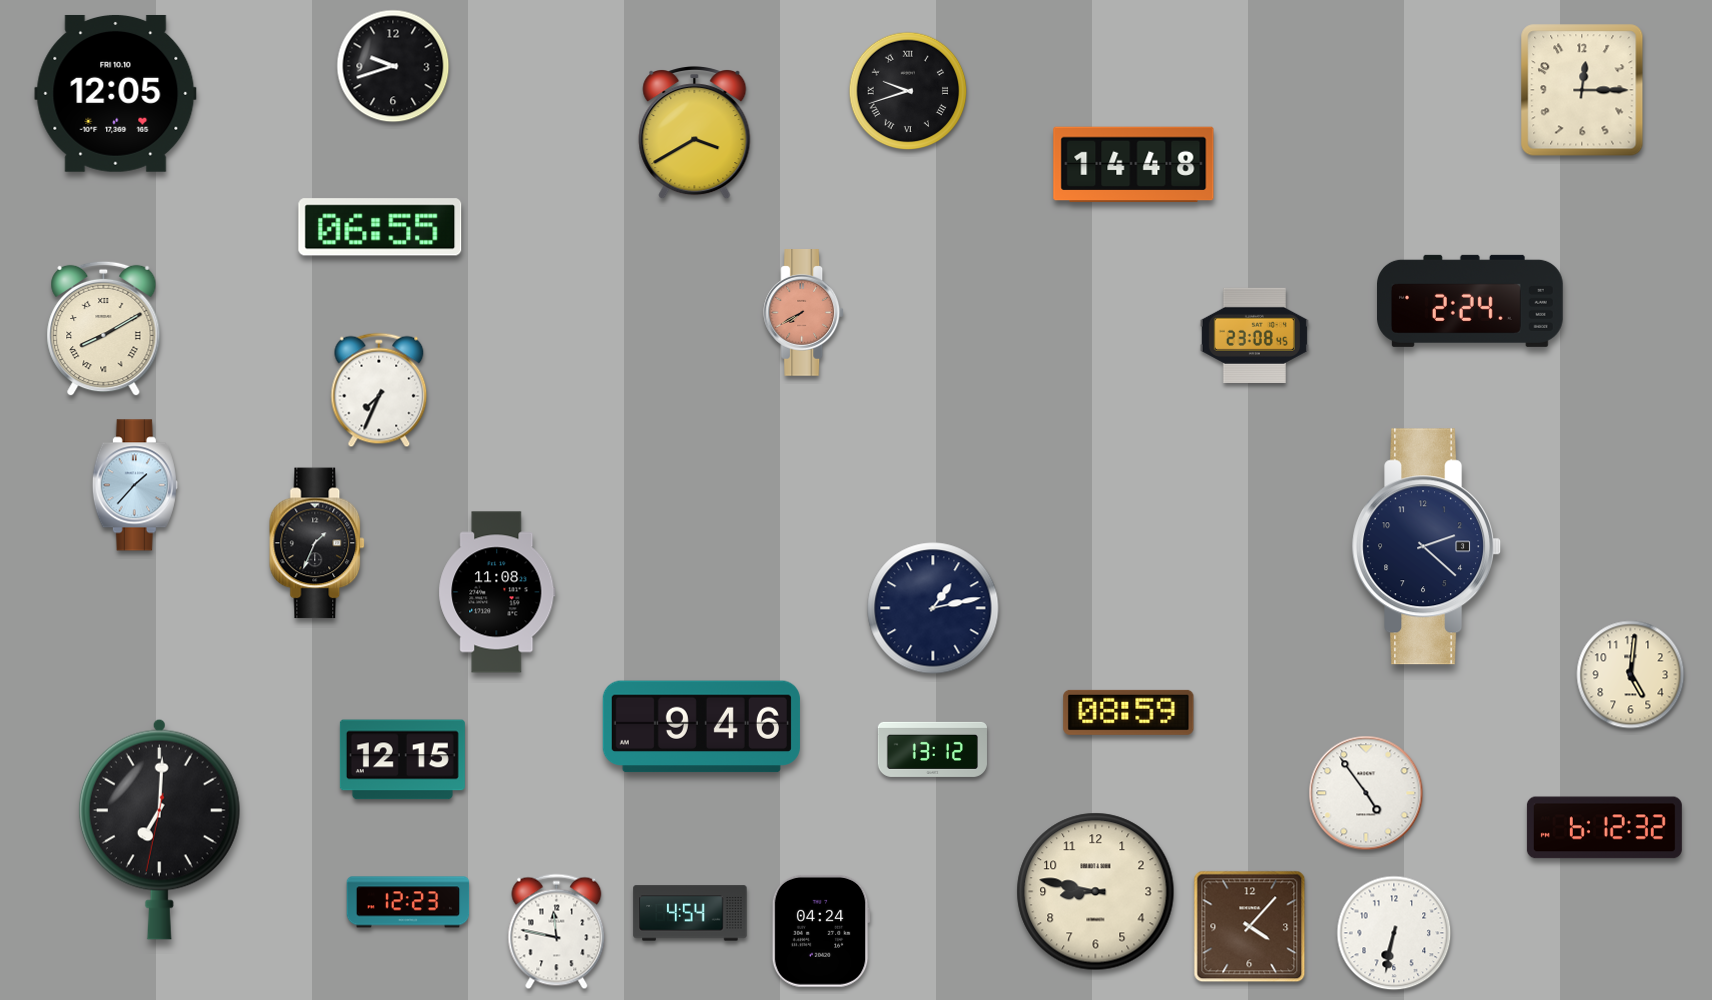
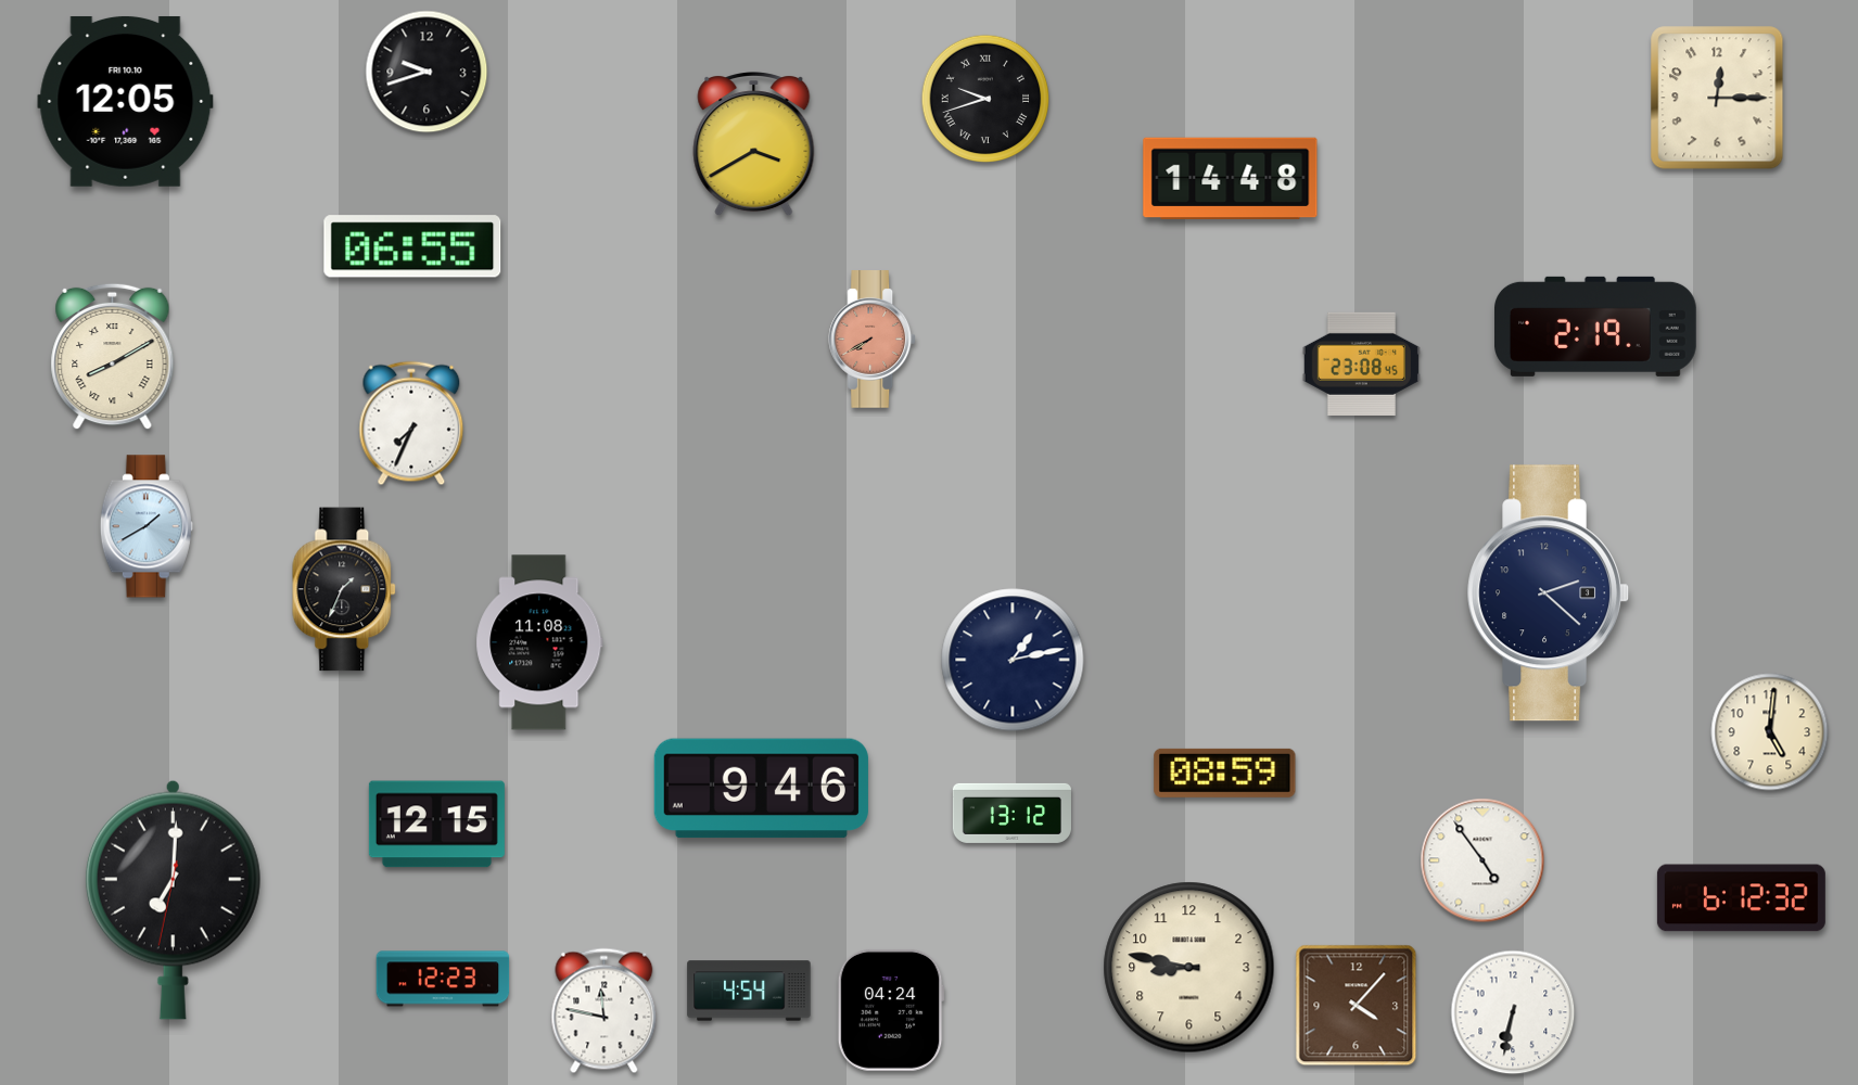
clock at (1471, 301): 2:24 -> 2:19
clock at (135, 485): 1:37 -> 1:40
